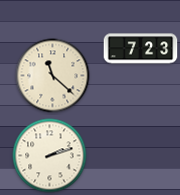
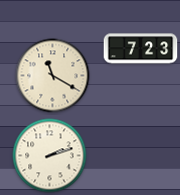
clock at (53, 76): 11:22 -> 11:20
